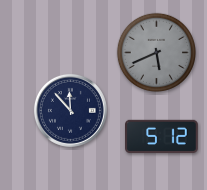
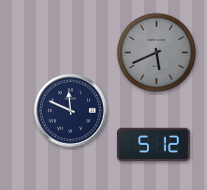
clock at (70, 110): 11:53 -> 11:49
clock at (162, 137) position: (162, 137) -> (154, 145)
